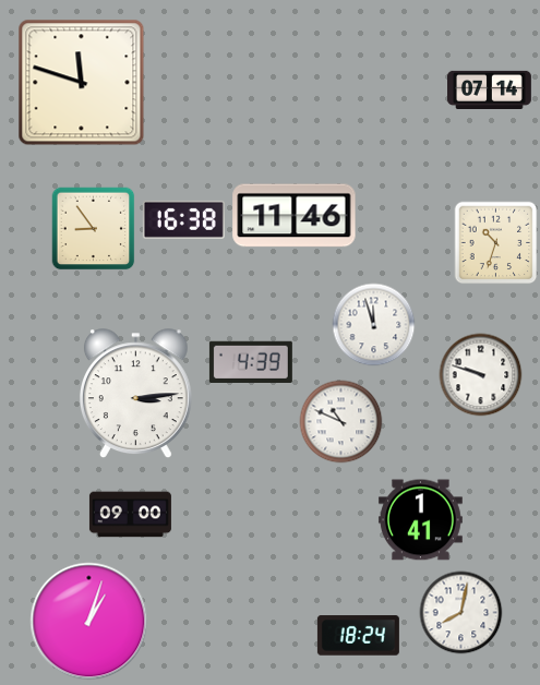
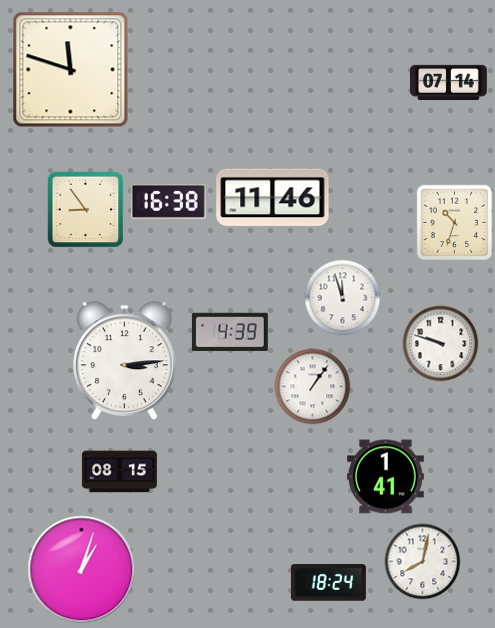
clock at (82, 83) position: (82, 83) -> (71, 70)
clock at (295, 216) position: (295, 216) -> (273, 198)
clock at (341, 422): 10:49 -> 1:06
clock at (130, 515): 09:00 -> 08:15
